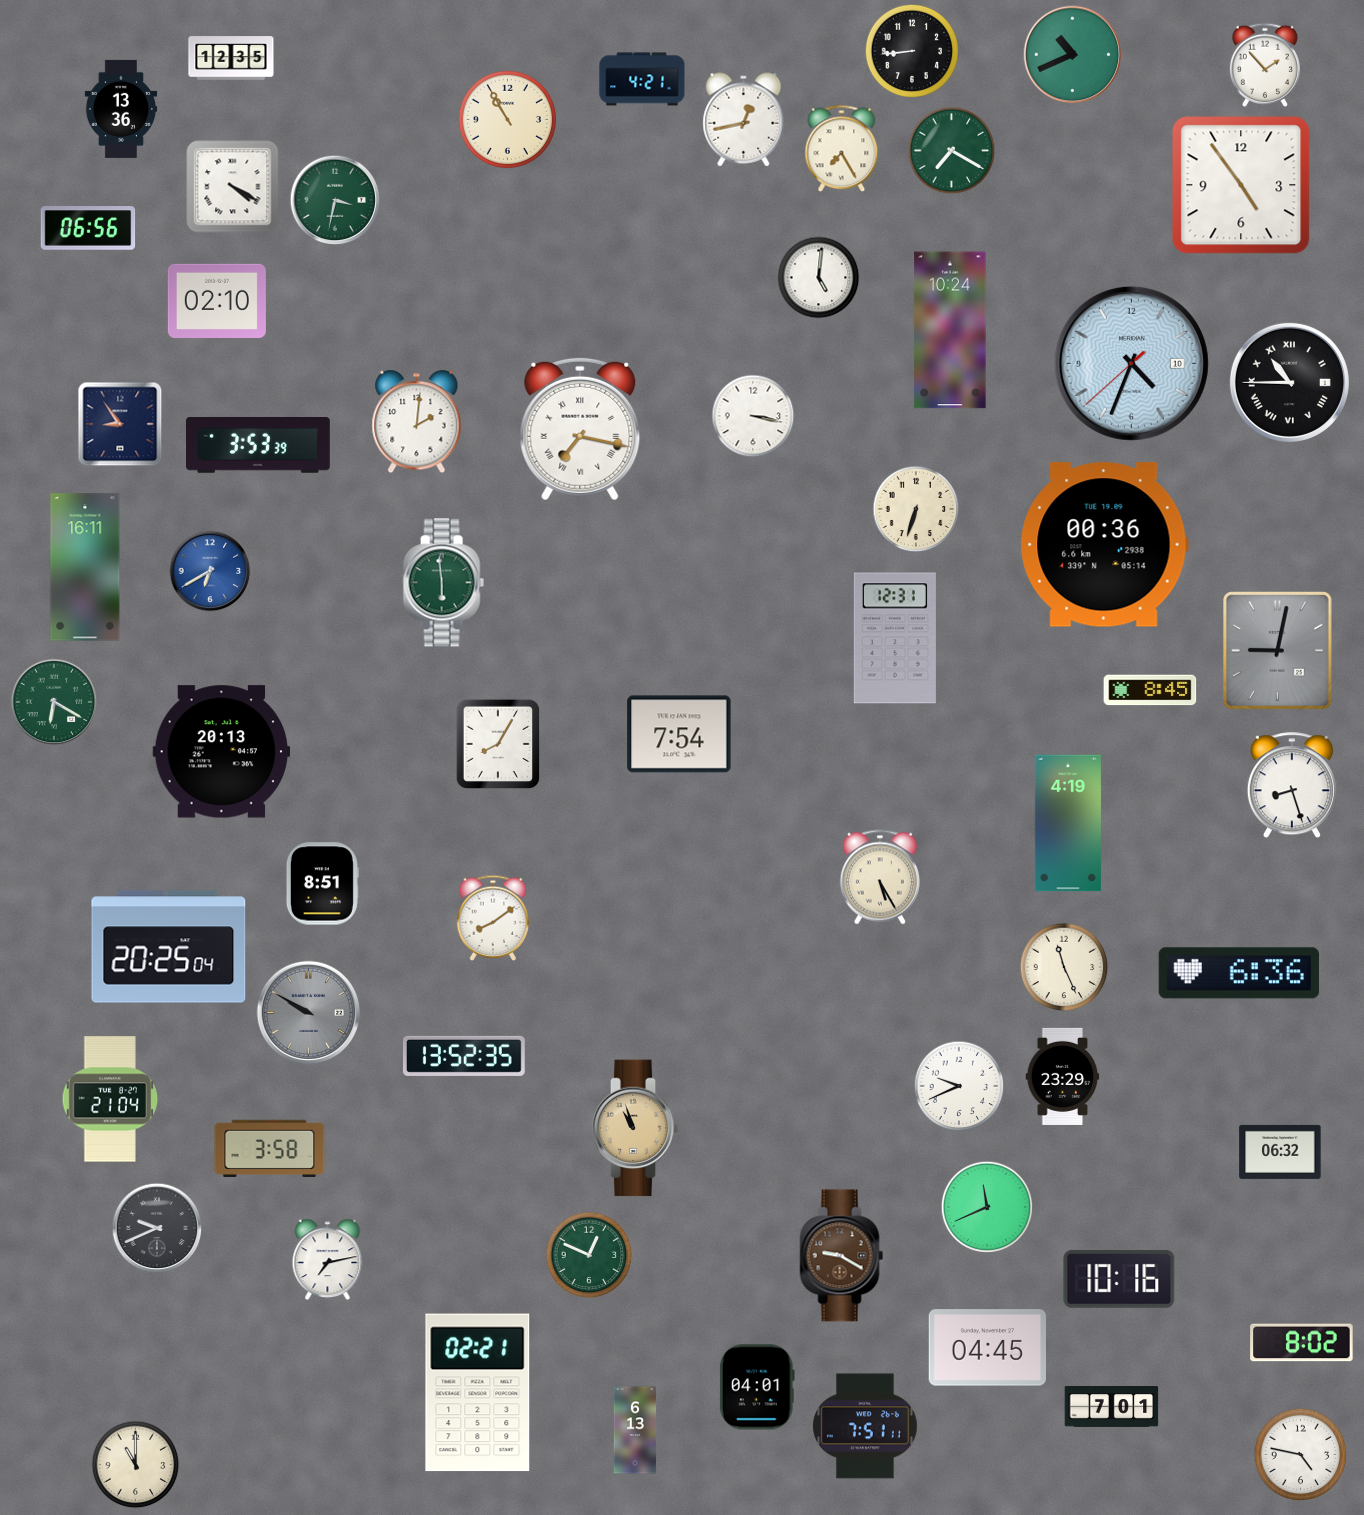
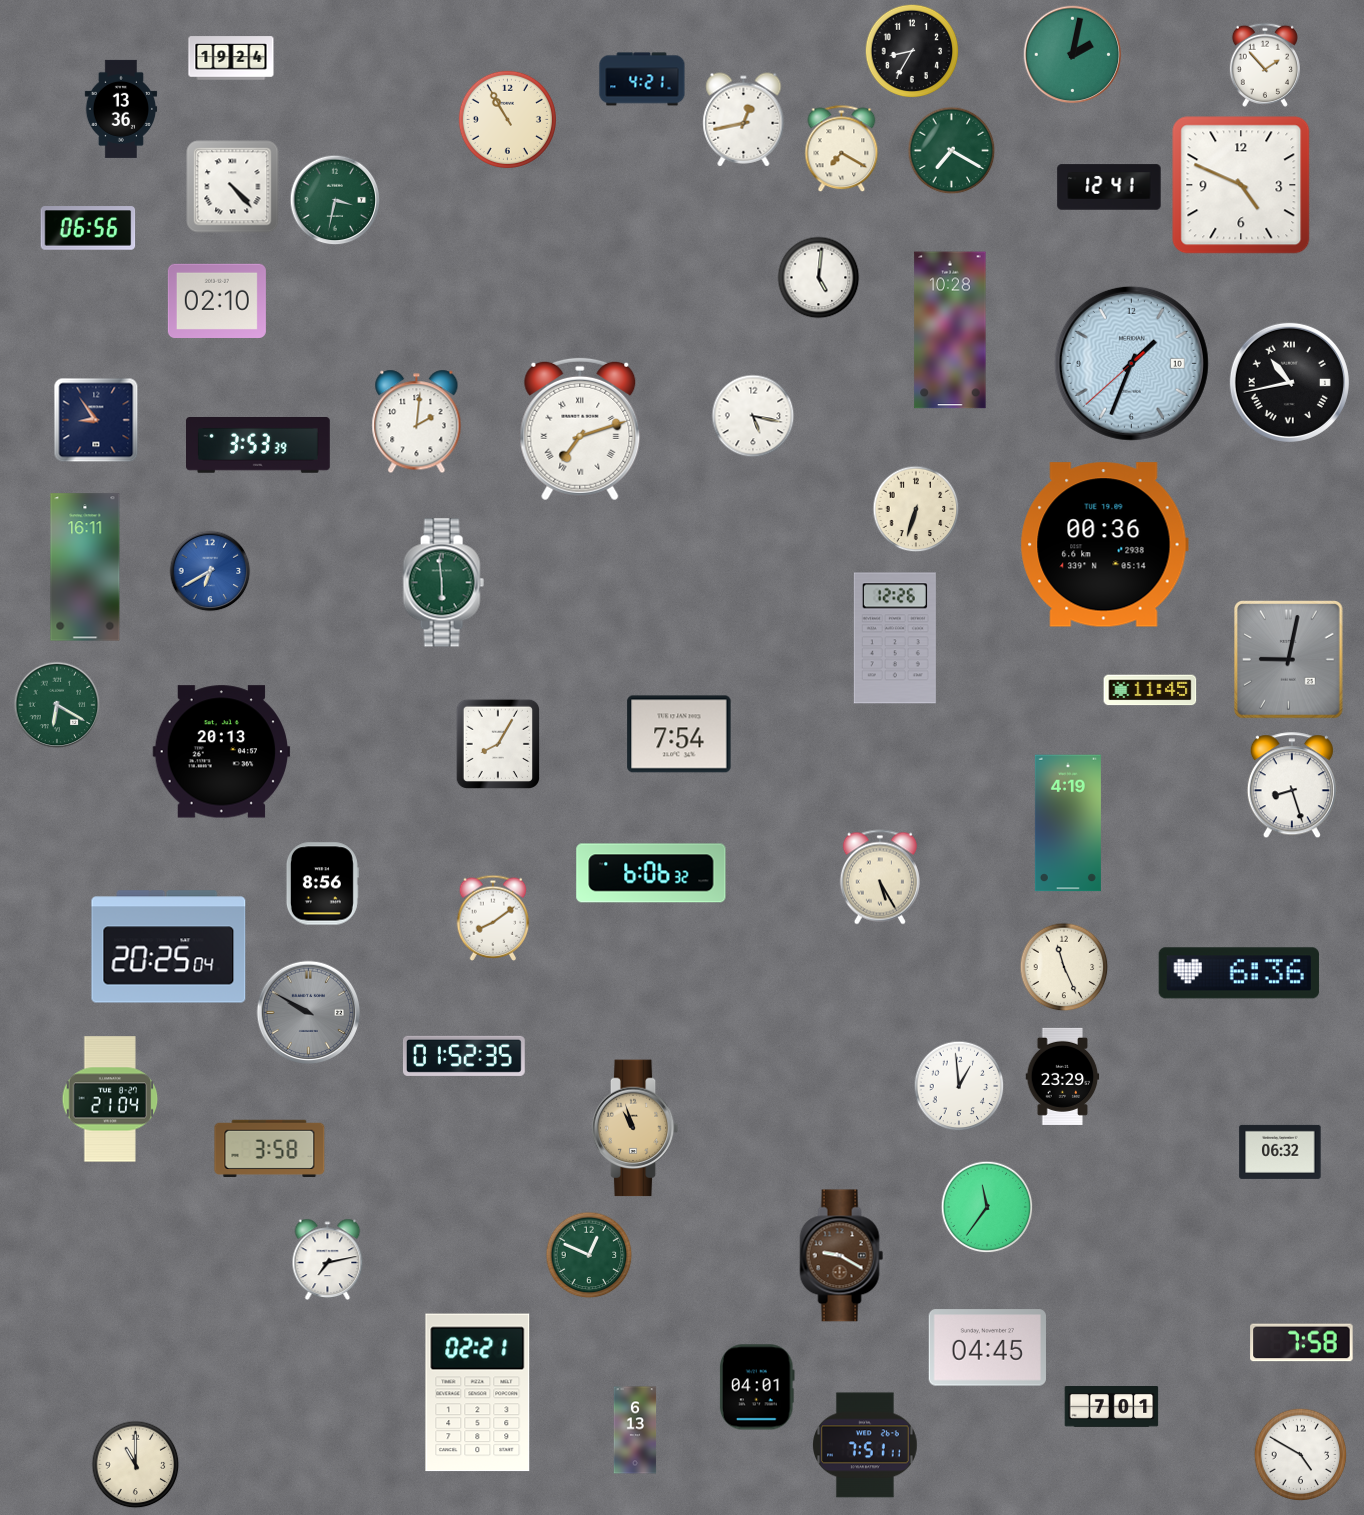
clock at (912, 51): 8:44 -> 8:35
clock at (1073, 55): 10:41 -> 2:02
clock at (231, 58): 12:35 -> 19:24
clock at (842, 149): 7:25 -> 7:20
clock at (1241, 185): 4:54 -> 4:49
clock at (233, 187): 4:20 -> 4:23
clock at (1109, 187): none -> 12:41
clock at (950, 330): 10:24 -> 10:28
clock at (1131, 363): 4:33 -> 1:33
clock at (1289, 382): 10:45 -> 10:43
clock at (753, 416): 3:17 -> 5:17
clock at (120, 424) position: (120, 424) -> (96, 420)
clock at (580, 429): 7:17 -> 7:12
clock at (895, 638): 12:31 -> 12:26
clock at (1278, 651) position: (1278, 651) -> (1289, 660)
clock at (1150, 690): 8:45 -> 11:45
clock at (54, 702) position: (54, 702) -> (57, 705)
clock at (651, 873): none -> 6:06
clock at (322, 884): 8:51 -> 8:56
clock at (464, 1056): 13:52 -> 01:52
clock at (959, 1086): 9:41 -> 12:59
clock at (987, 1207): 11:41 -> 11:36
clock at (157, 1228): 9:41 -> none
clock at (1119, 1279): 10:16 -> none
clock at (1302, 1343): 8:02 -> 7:58
clock at (866, 1426) position: (866, 1426) -> (866, 1445)
clock at (1301, 1455): 4:47 -> 4:50
